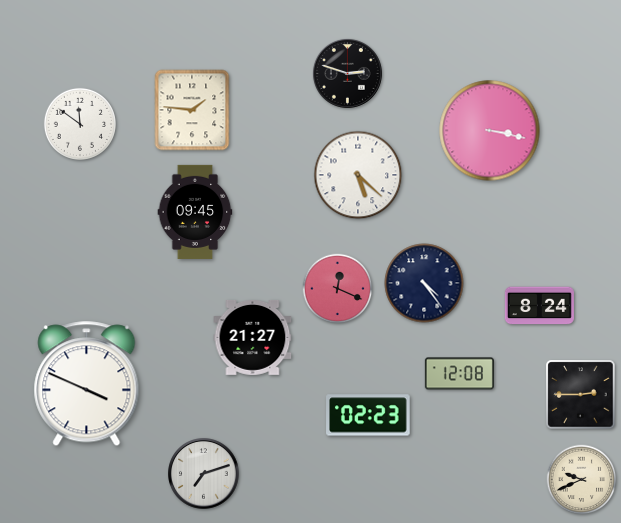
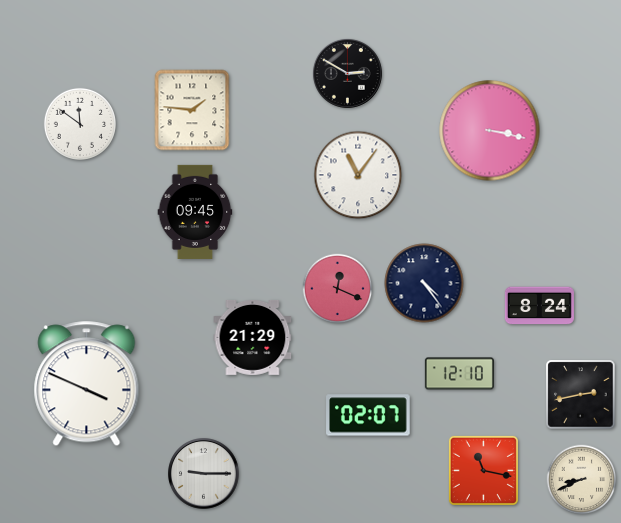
clock at (347, 73): 2:48 -> 2:50
clock at (358, 175): 5:22 -> 11:06
clock at (253, 337): 21:27 -> 21:29
clock at (459, 374): 12:08 -> 12:10
clock at (581, 395): 2:45 -> 2:43
clock at (368, 415): 02:23 -> 02:07
clock at (483, 470): none -> 11:17
clock at (204, 474): 7:12 -> 9:15
clock at (582, 480): 9:41 -> 8:41
